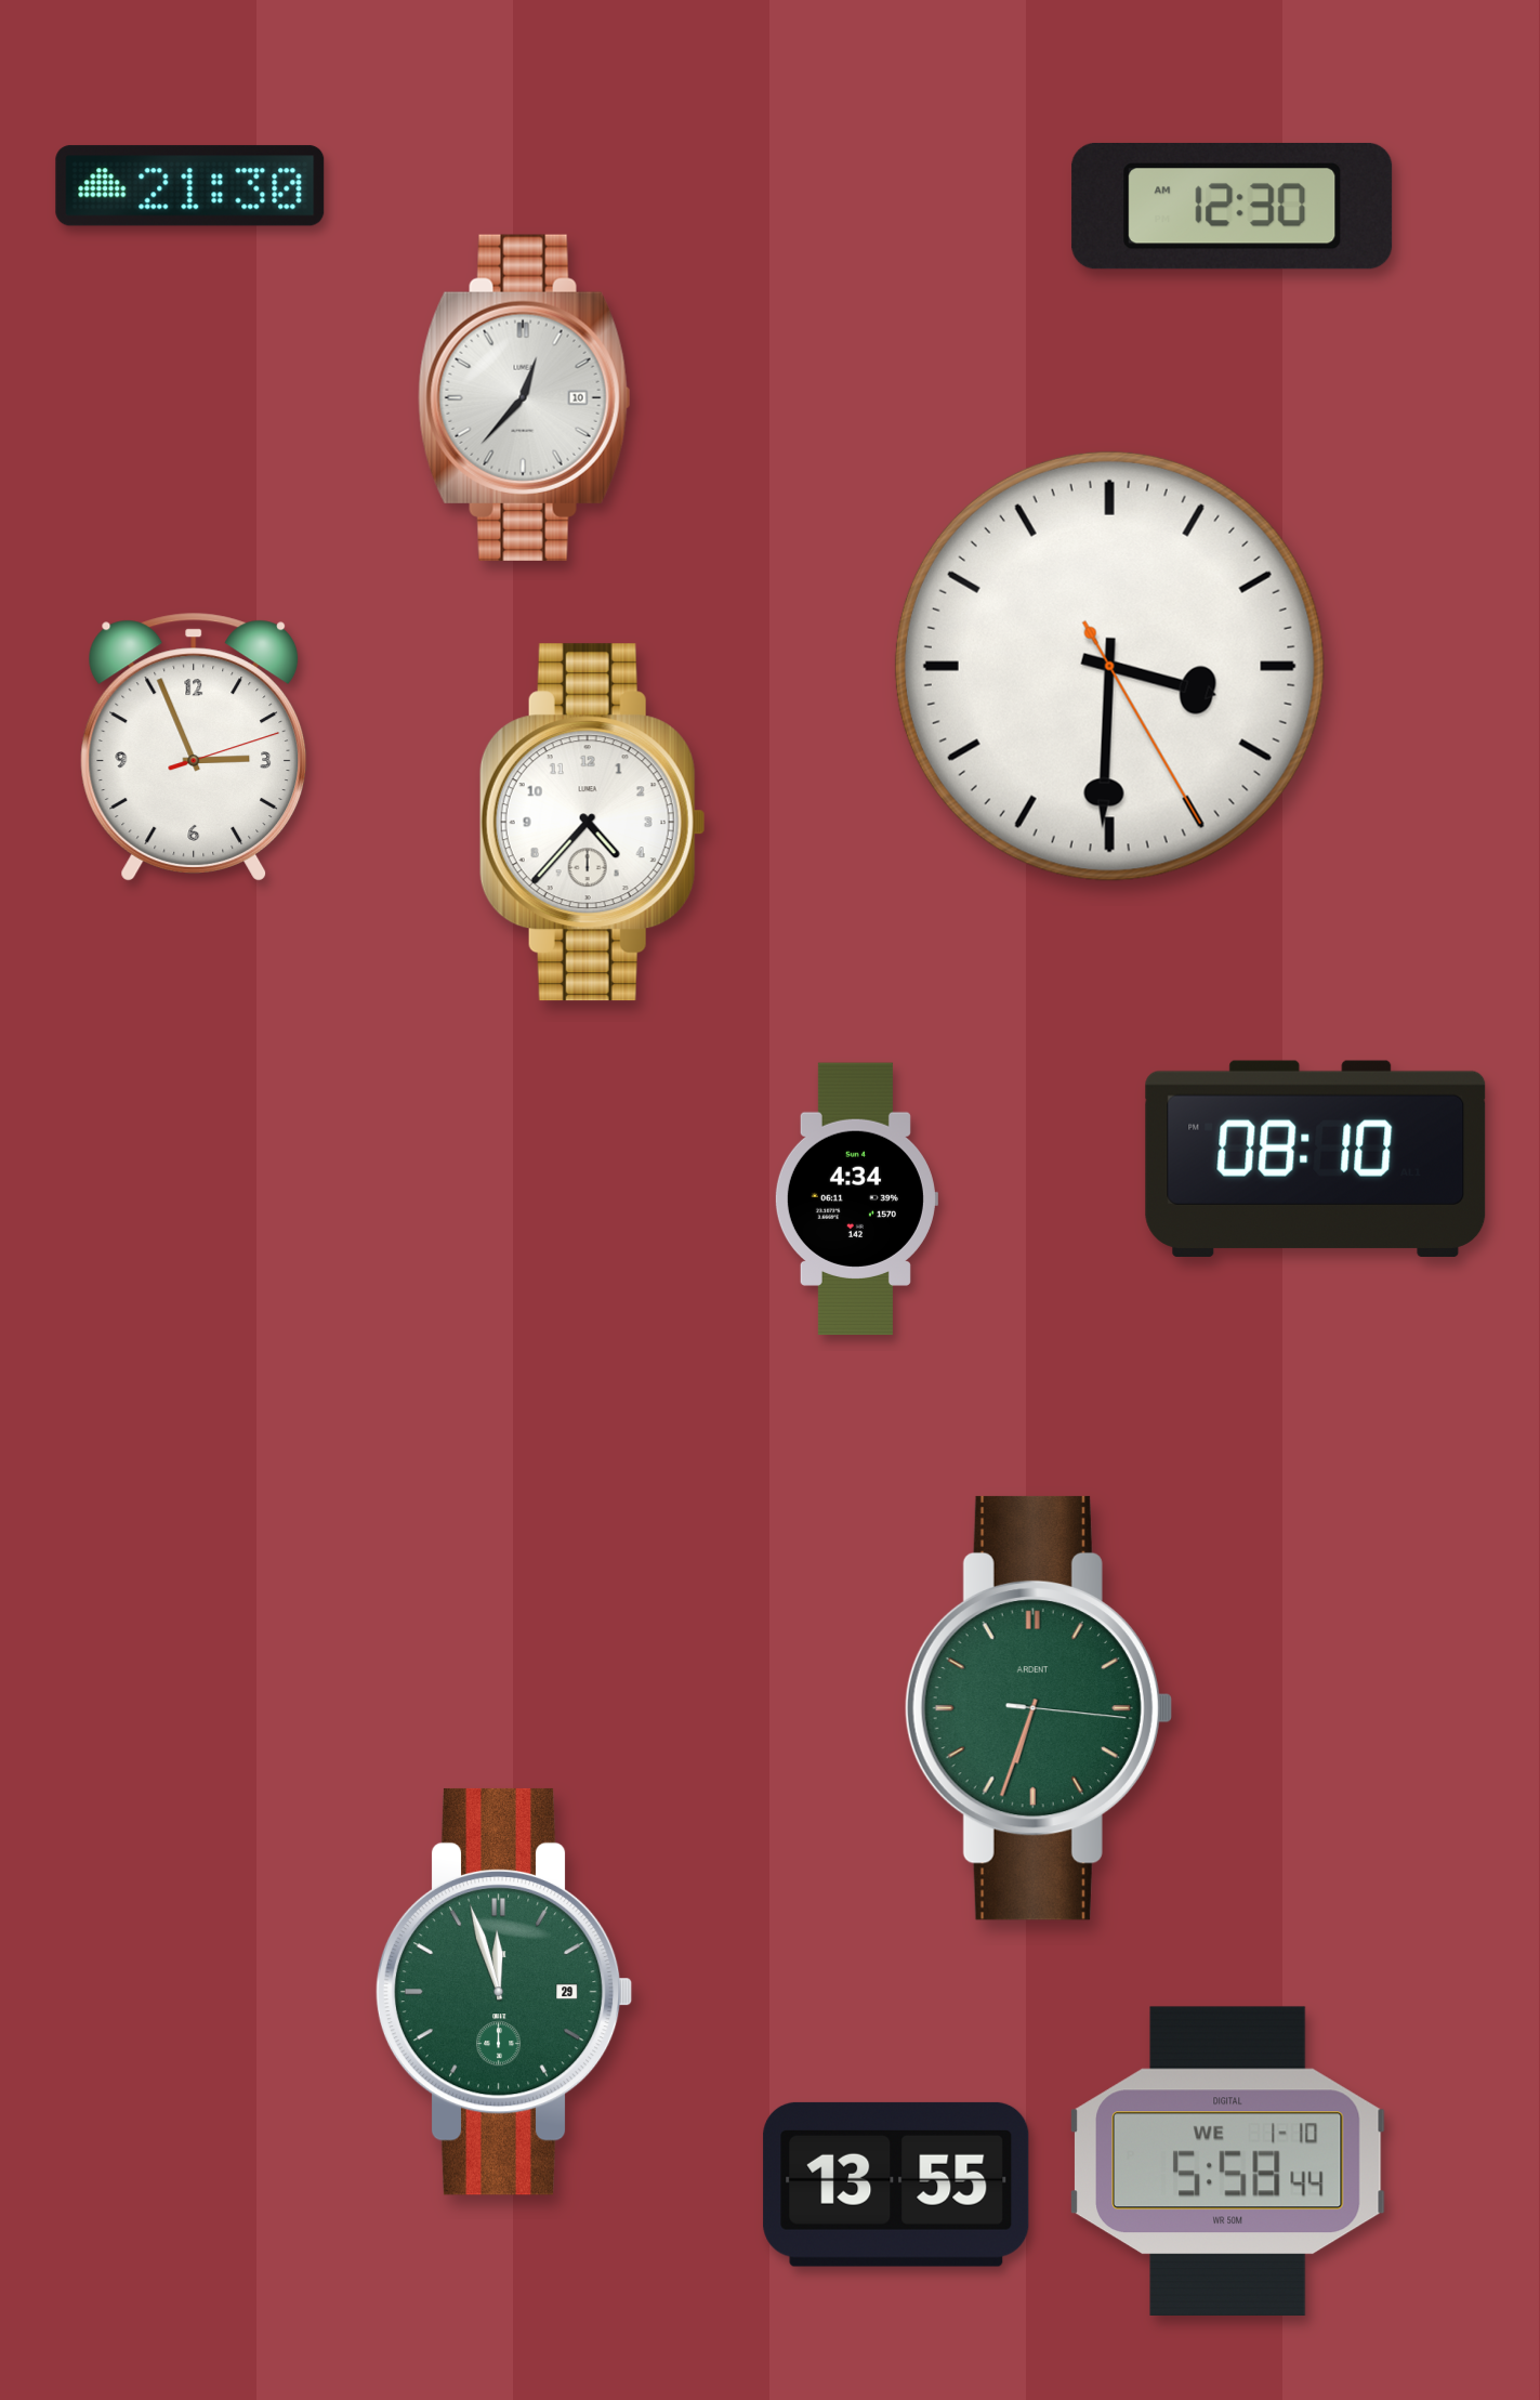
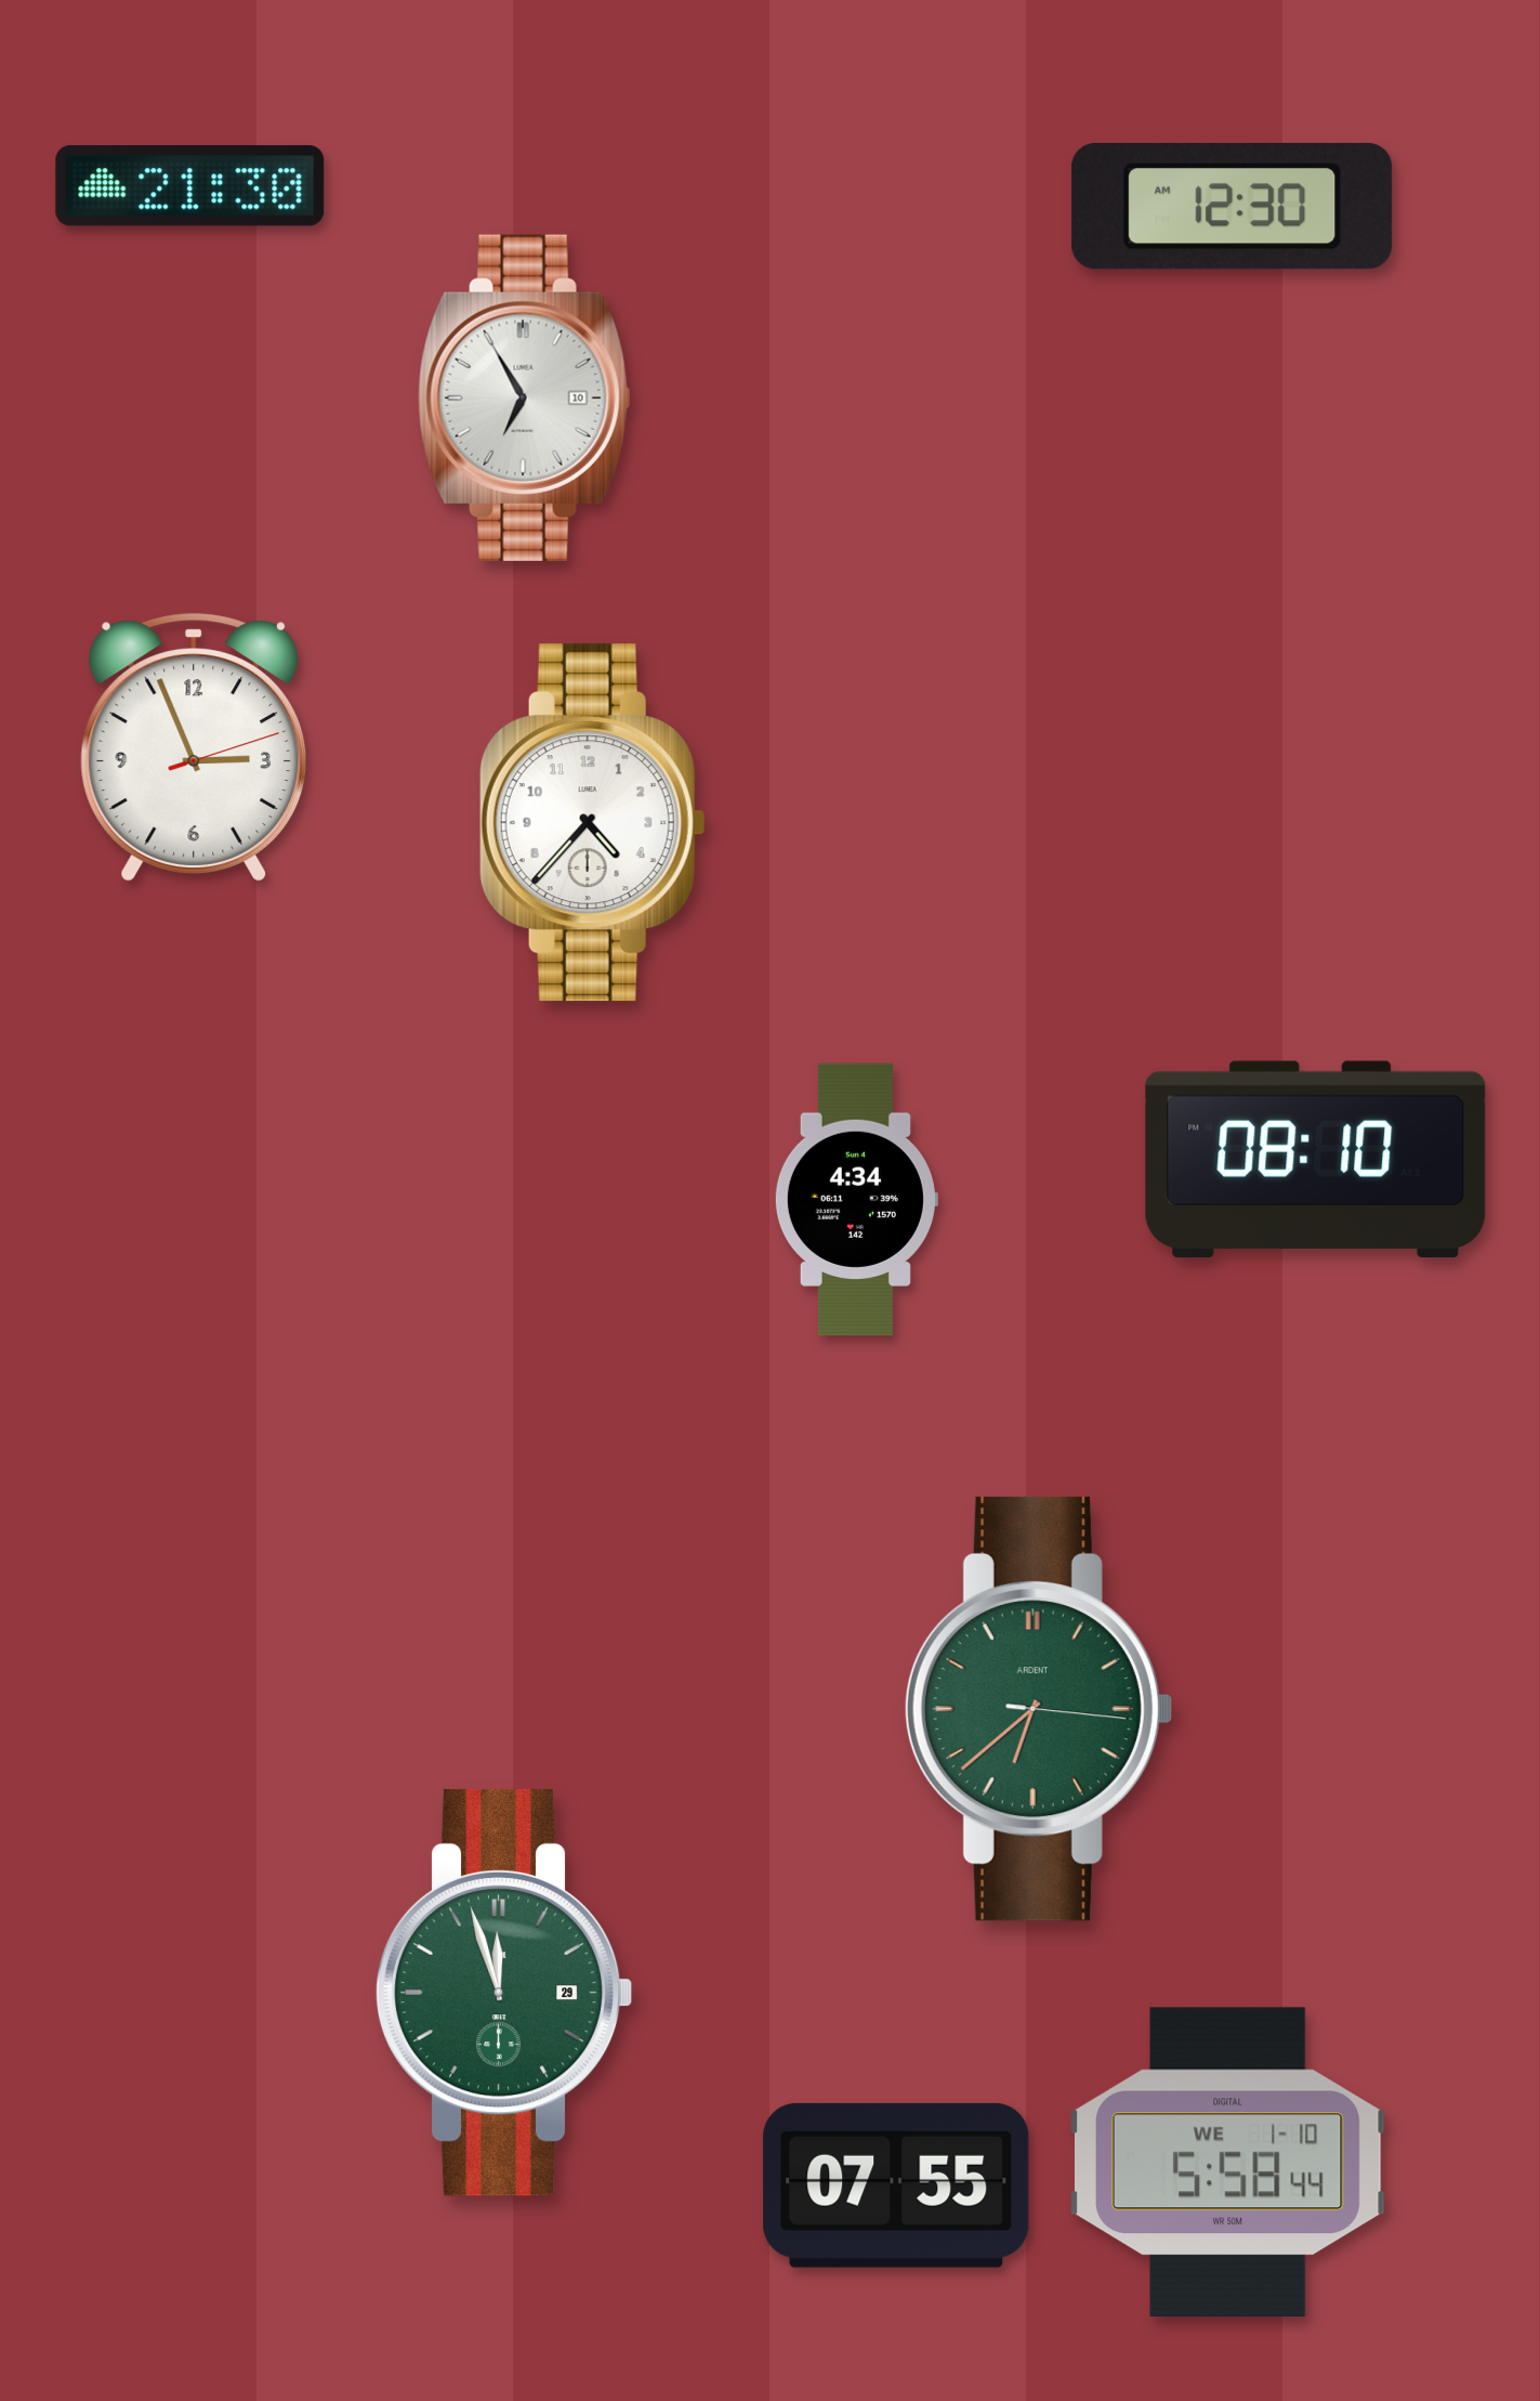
clock at (525, 397): 12:37 -> 6:55
clock at (1109, 666): 3:30 -> none
clock at (1038, 1708): 6:33 -> 6:38
clock at (896, 2185): 13:55 -> 07:55
